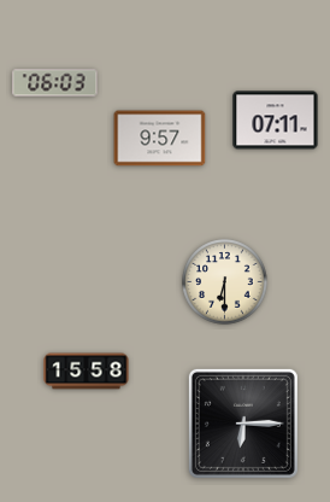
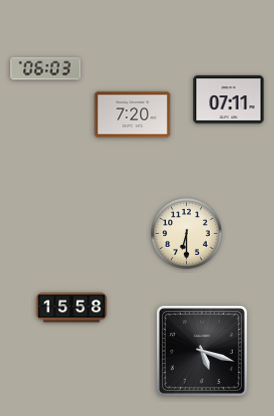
clock at (160, 139): 9:57 -> 7:20
clock at (243, 424): 6:15 -> 5:18
